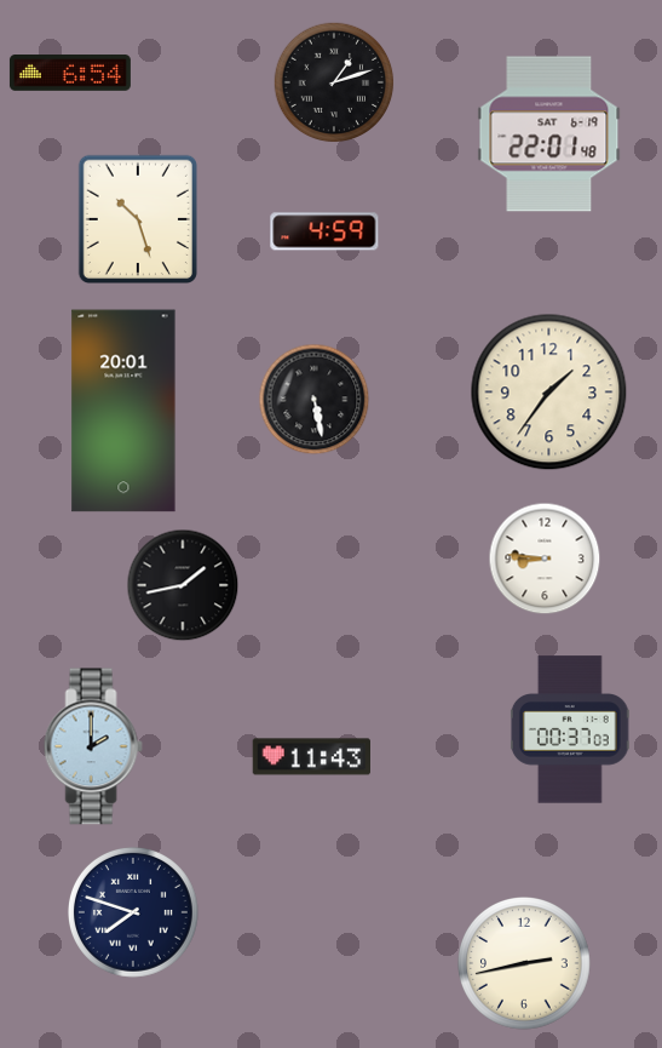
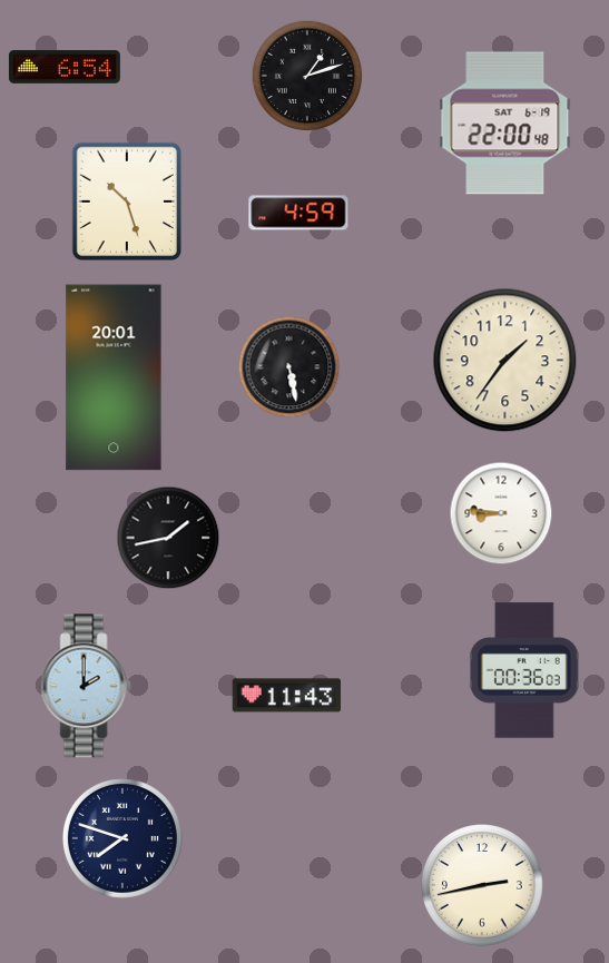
clock at (549, 134): 22:01 -> 22:00
clock at (570, 729): 00:37 -> 00:36
